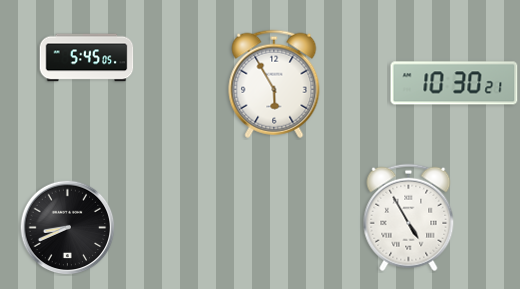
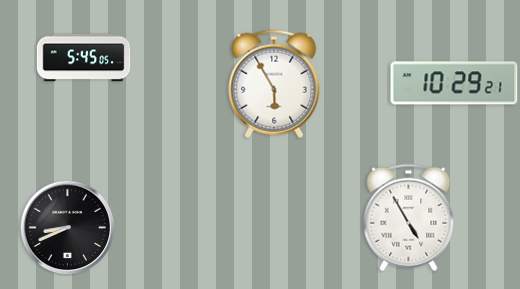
clock at (87, 58) position: (87, 58) -> (84, 58)
clock at (454, 83): 10:30 -> 10:29
